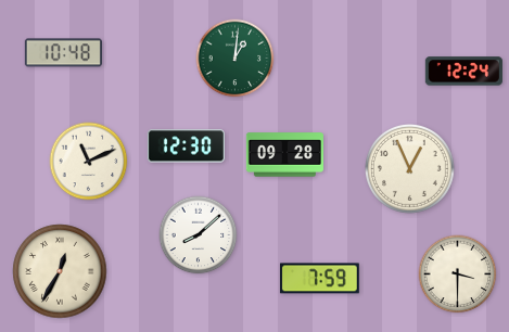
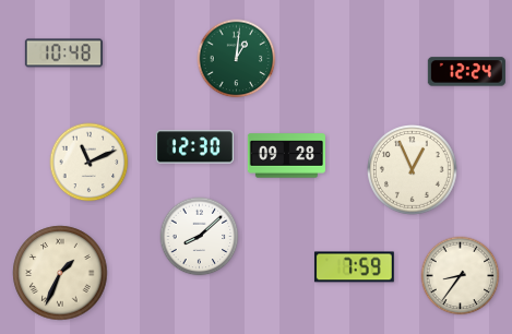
clock at (186, 146) position: (186, 146) -> (194, 147)
clock at (60, 271): 12:35 -> 1:34
clock at (458, 274): 3:30 -> 8:36
clock at (319, 279) position: (319, 279) -> (354, 267)
